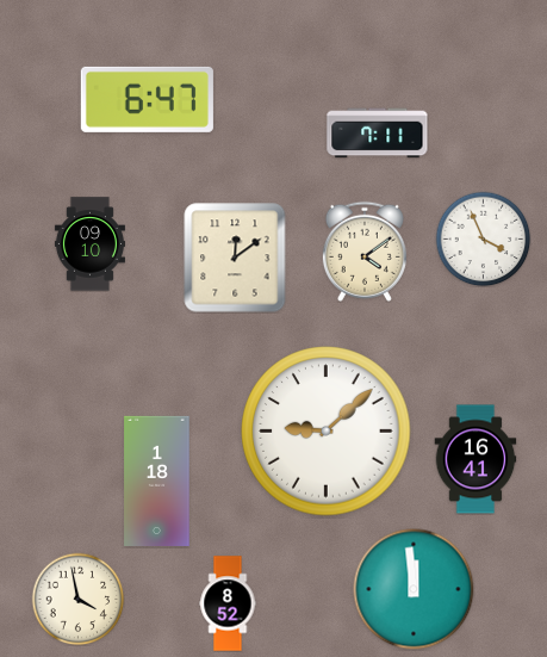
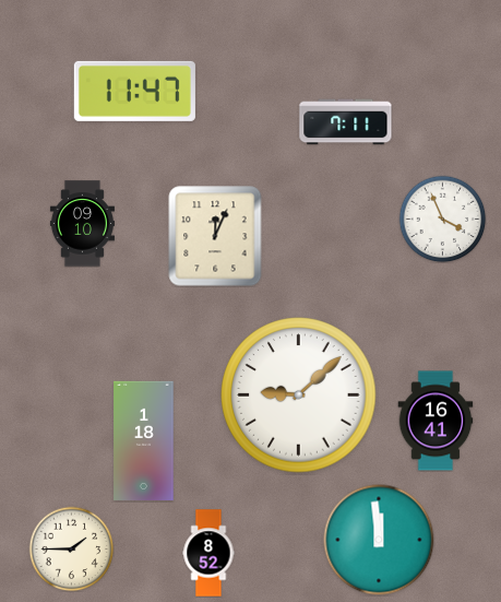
clock at (147, 99): 6:47 -> 11:47
clock at (365, 252): 4:09 -> none
clock at (235, 258): 12:09 -> 12:04
clock at (77, 599): 3:58 -> 1:45
